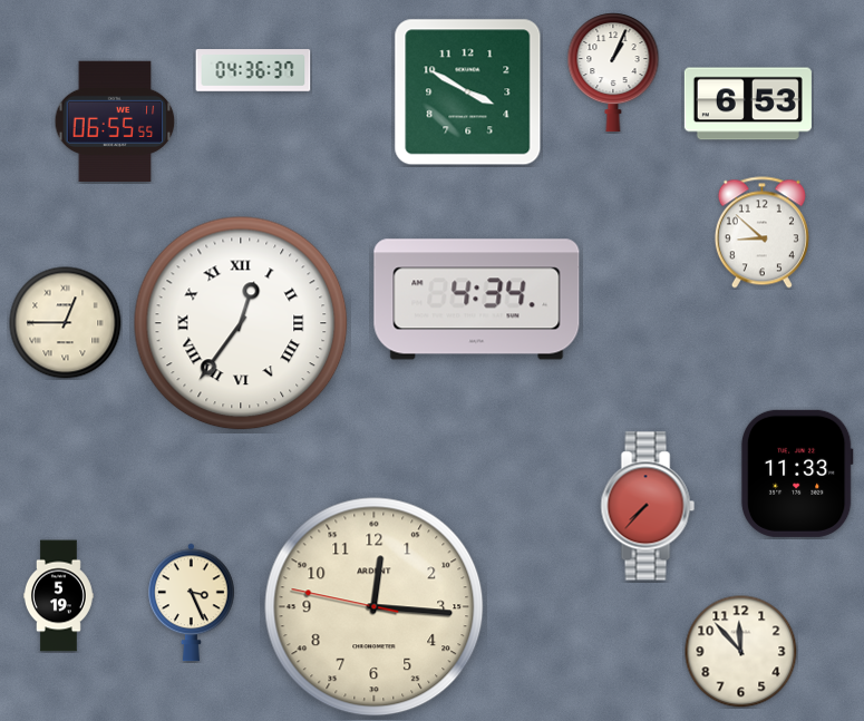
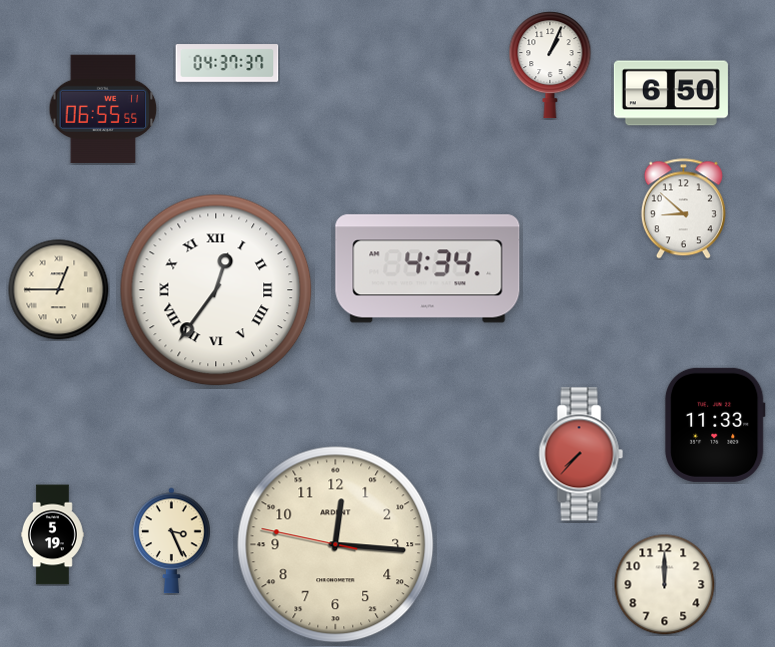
clock at (253, 70): 04:36 -> 04:37
clock at (468, 92): 3:50 -> none
clock at (748, 104): 6:53 -> 6:50
clock at (741, 652): 11:53 -> 12:00
